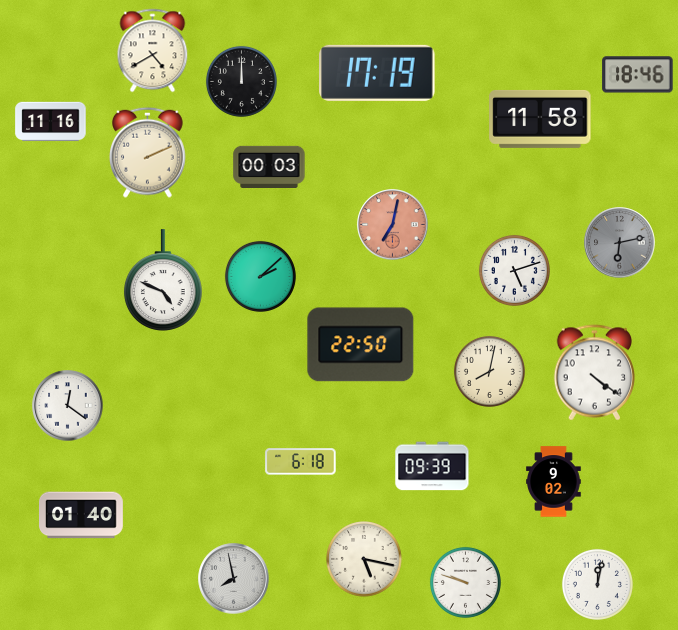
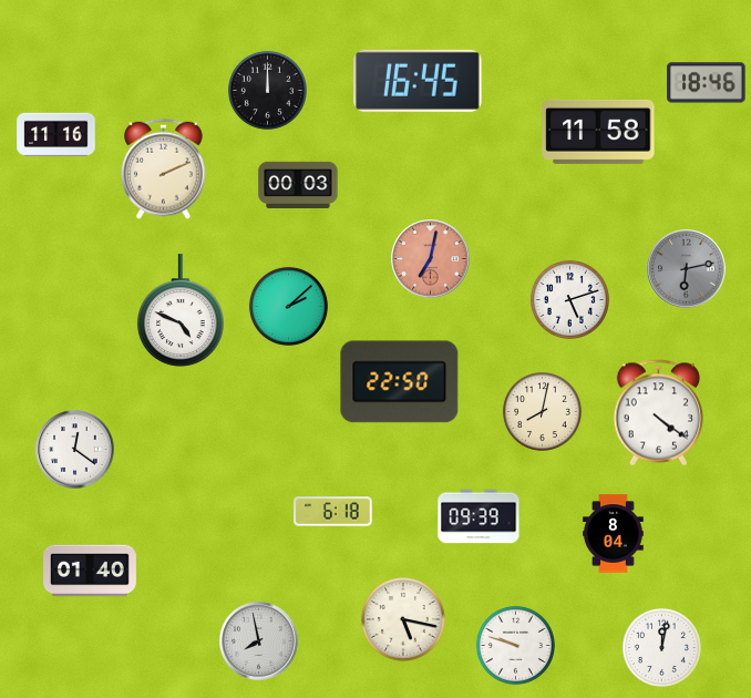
clock at (153, 51): 4:40 -> none
clock at (377, 73): 17:19 -> 16:45
clock at (393, 225) position: (393, 225) -> (431, 259)
clock at (554, 482): 9:02 -> 8:04
